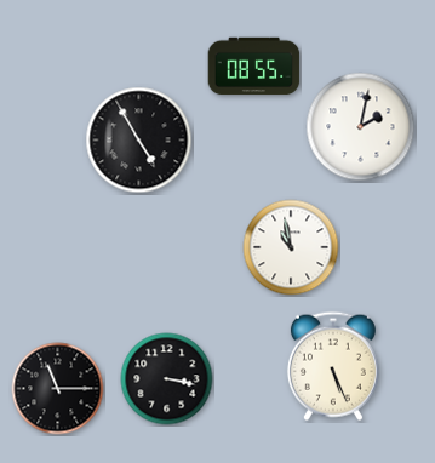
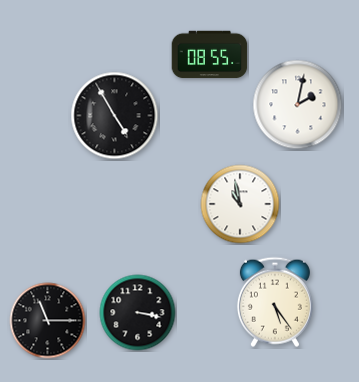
clock at (333, 366): 5:26 -> 5:24
